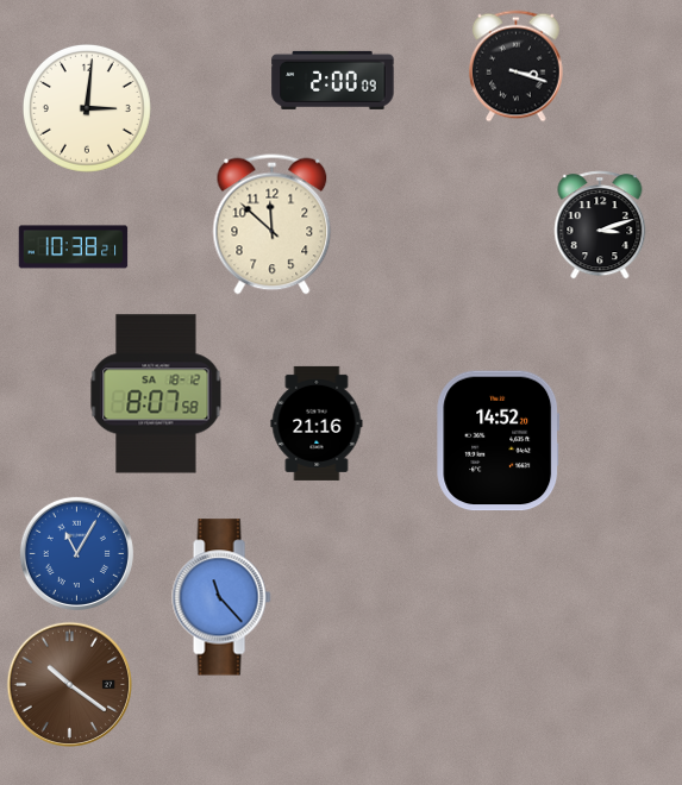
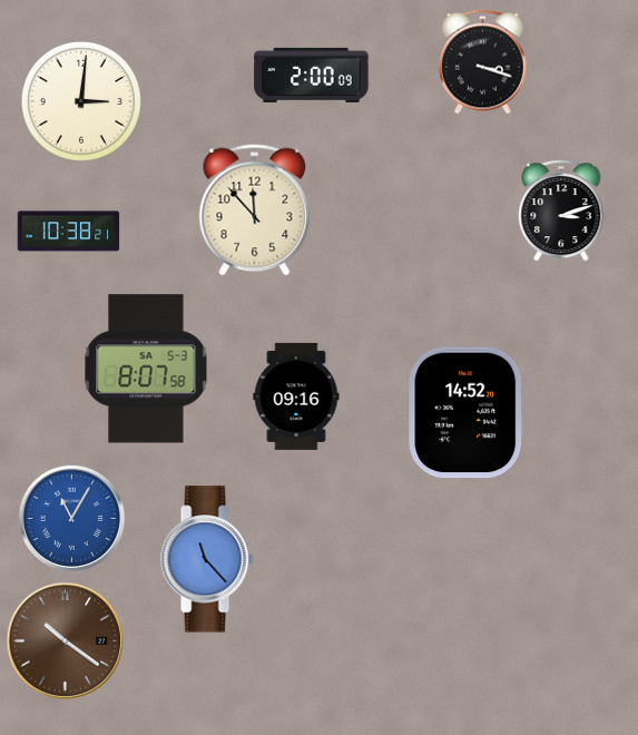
clock at (273, 225): 11:52 -> 11:53
clock at (156, 394) date: SA 18-12 -> SA 5-3
clock at (317, 423): 21:16 -> 09:16
